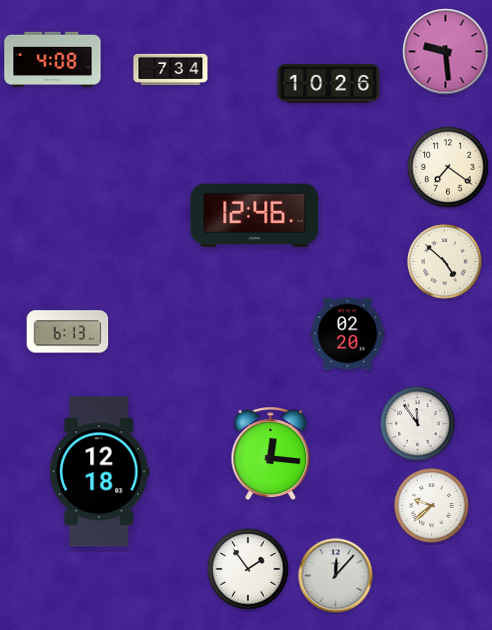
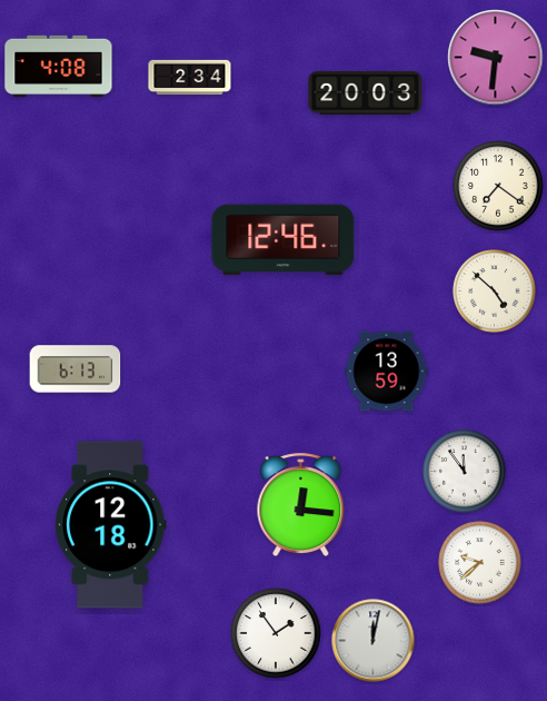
clock at (446, 52): 9:29 -> 9:31
clock at (171, 70): 7:34 -> 2:34
clock at (329, 84): 10:26 -> 20:03
clock at (348, 334): 02:20 -> 13:59
clock at (336, 576): 12:07 -> 12:02
